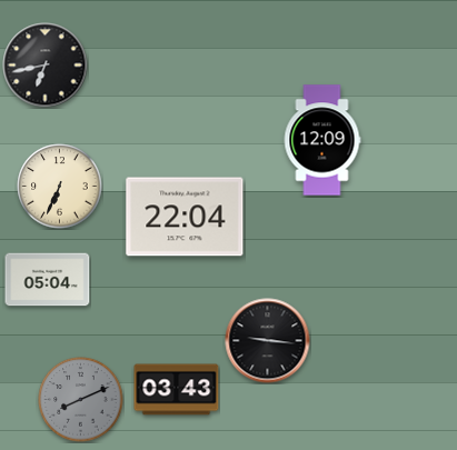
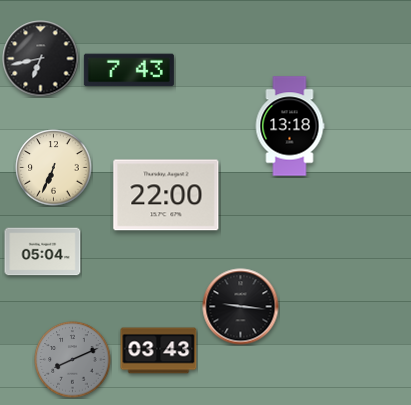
clock at (129, 70): none -> 7:43
clock at (322, 140): 12:09 -> 13:18
clock at (185, 217): 22:04 -> 22:00
